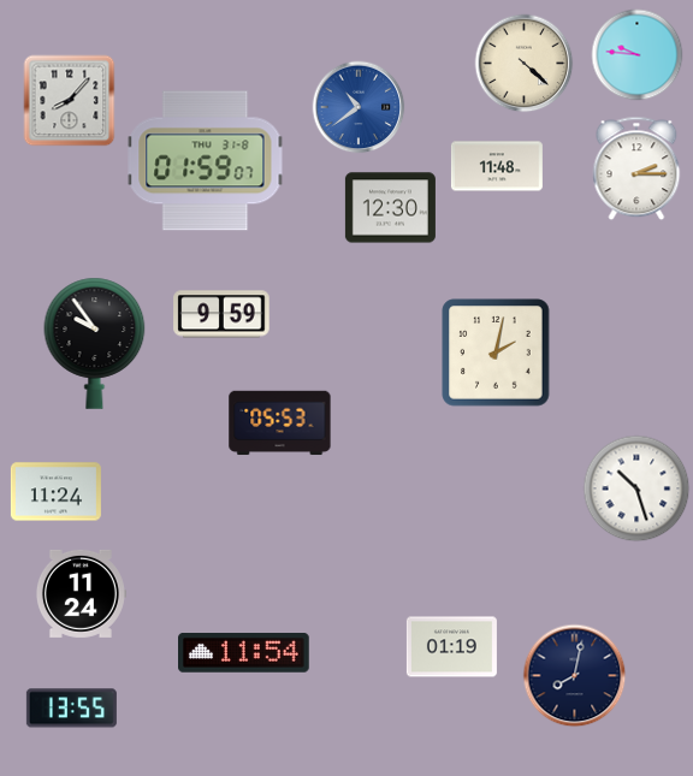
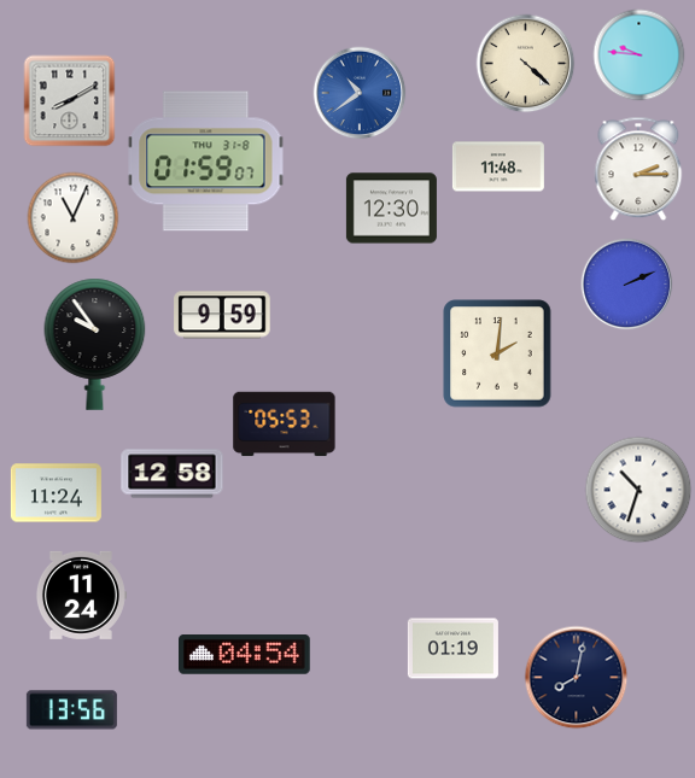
clock at (70, 101): 8:07 -> 8:10
clock at (359, 107) position: (359, 107) -> (360, 93)
clock at (74, 218): none -> 11:04
clock at (627, 285): none -> 2:11
clock at (496, 353): 2:02 -> 2:01
clock at (280, 423) position: (280, 423) -> (285, 425)
clock at (173, 474): none -> 12:58
clock at (636, 488): 10:27 -> 10:33
clock at (244, 653): 11:54 -> 04:54
clock at (71, 709): 13:55 -> 13:56
